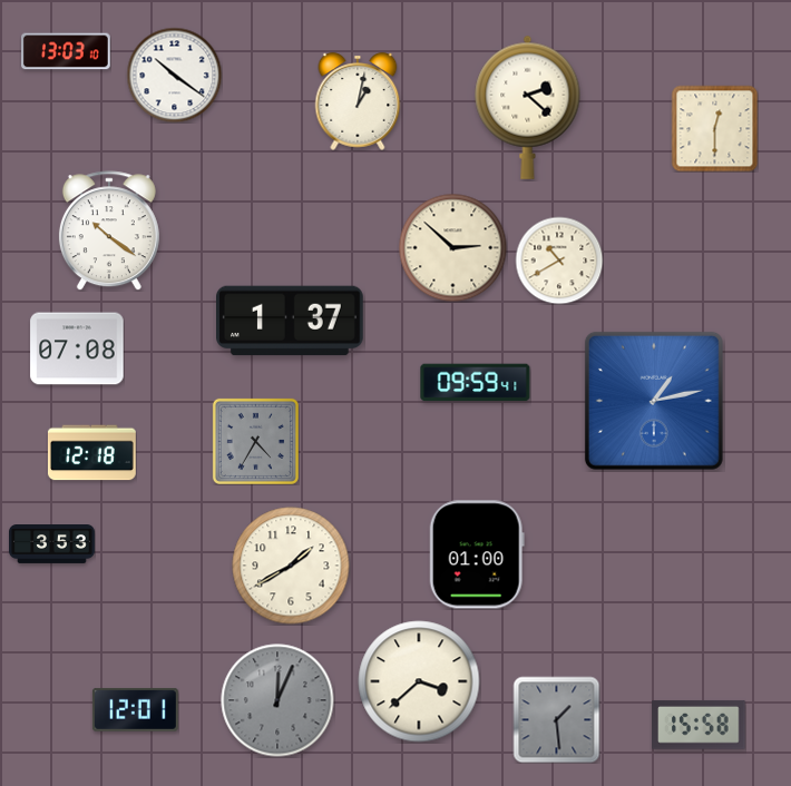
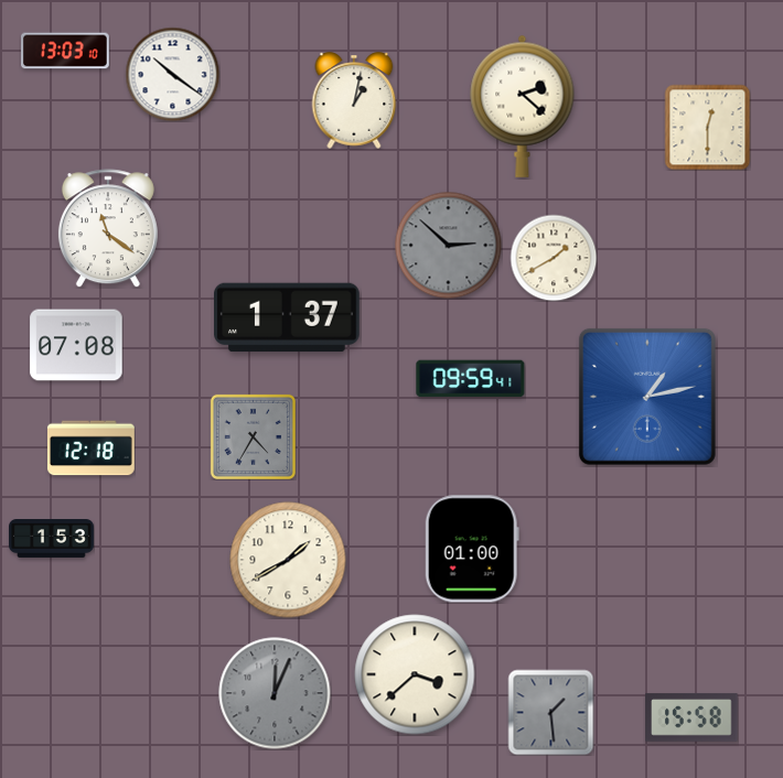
clock at (109, 230): 10:21 -> 11:21
clock at (452, 247) dial: cream -> grey
clock at (559, 261): 10:40 -> 1:40
clock at (52, 544): 3:53 -> 1:53
clock at (135, 709): 12:01 -> none
